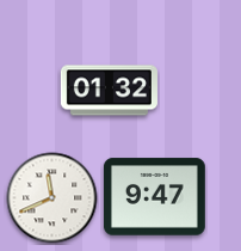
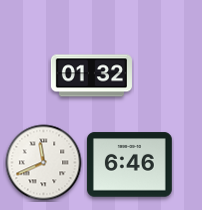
clock at (154, 197): 9:47 -> 6:46
clock at (52, 198) position: (52, 198) -> (44, 163)
